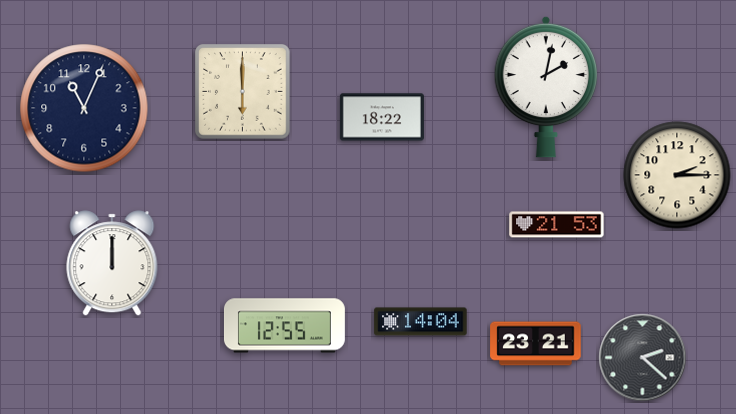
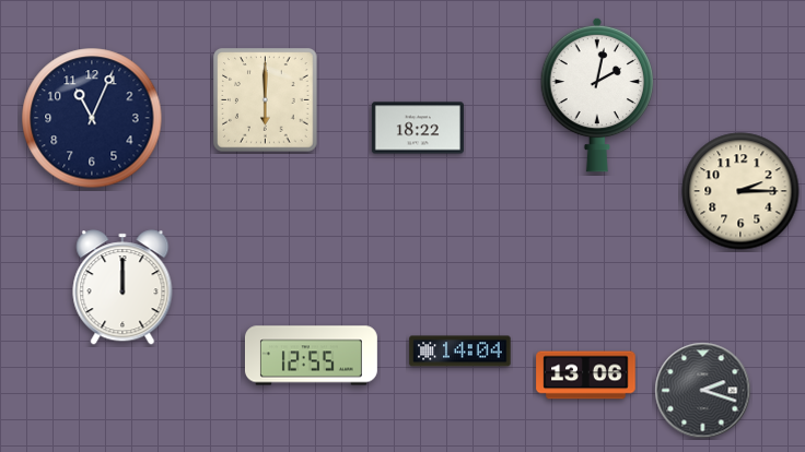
clock at (557, 225): 21:53 -> none
clock at (536, 344): 23:21 -> 13:06
clock at (643, 358): 2:22 -> 2:18
